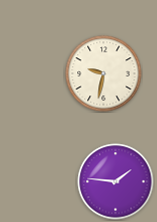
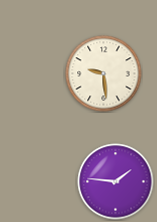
clock at (104, 74): 9:32 -> 9:29
